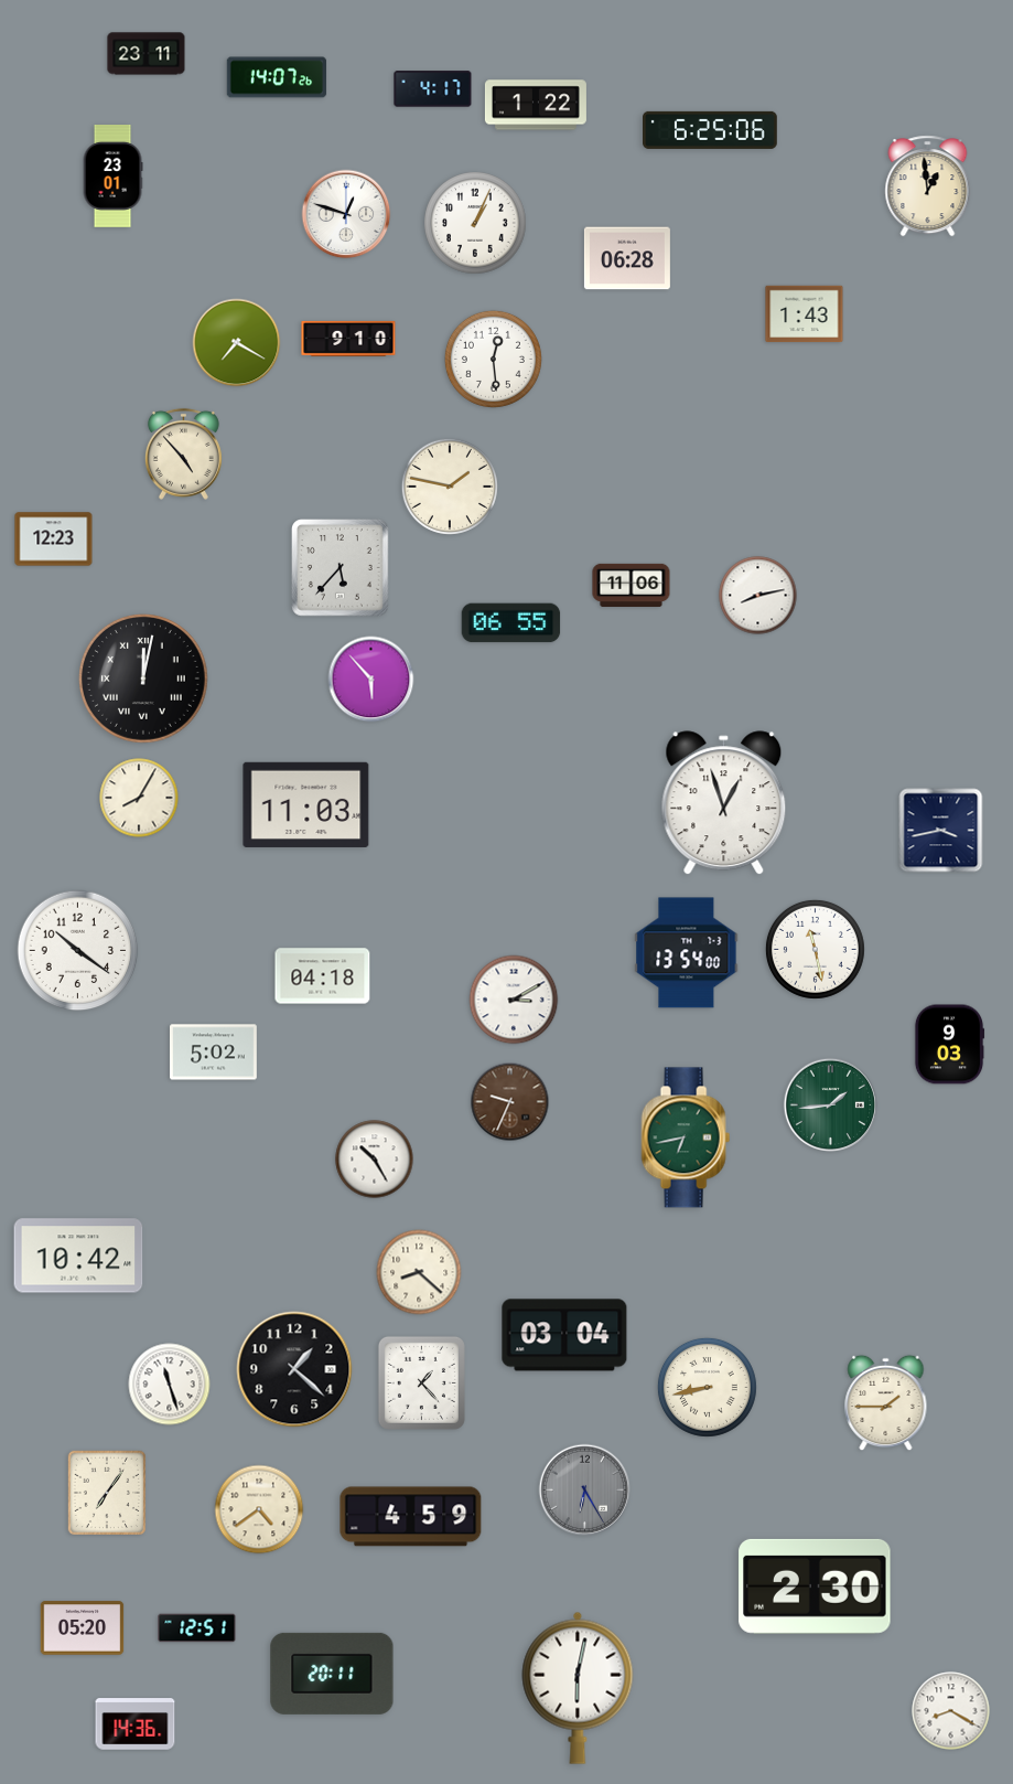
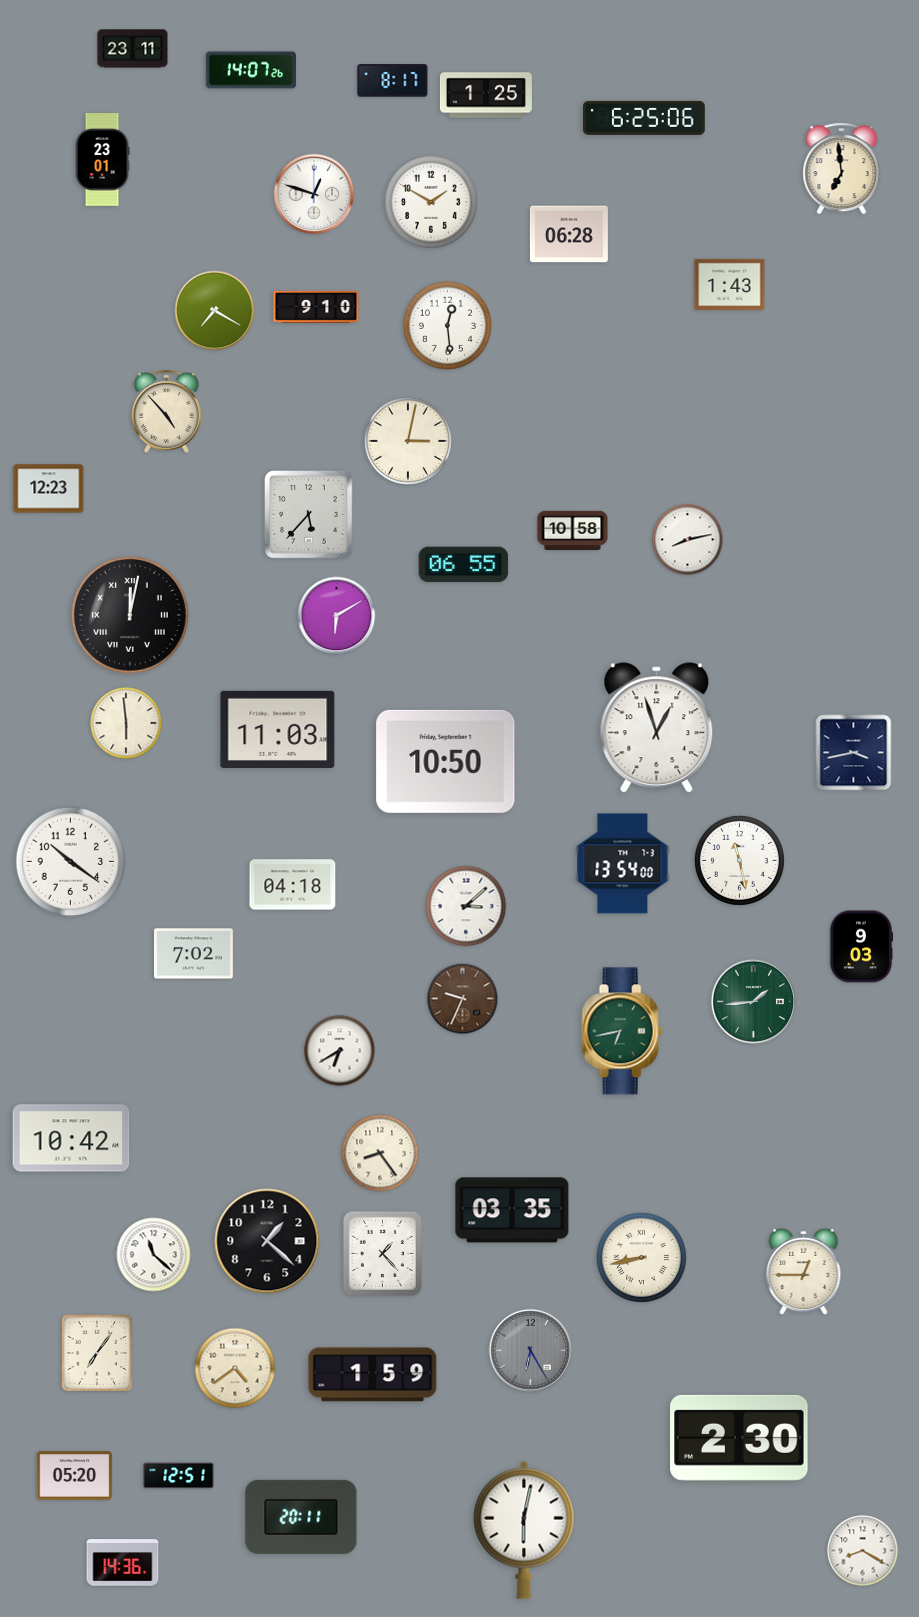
clock at (433, 89): 4:17 -> 8:17
clock at (536, 105): 1:22 -> 1:25
clock at (928, 186): 12:59 -> 6:59
clock at (475, 223): 1:04 -> 1:50
clock at (450, 487): 1:47 -> 3:02
clock at (632, 585): 11:06 -> 10:58
clock at (371, 680): 5:53 -> 6:10
clock at (139, 798): 8:05 -> 5:59
clock at (446, 761): none -> 10:50
clock at (514, 1000): 3:10 -> 3:08
clock at (214, 1053): 5:02 -> 7:02
clock at (375, 1160): 10:25 -> 6:40
clock at (419, 1272): 8:22 -> 8:24
clock at (564, 1335): 03:04 -> 03:35
clock at (170, 1385): 11:27 -> 11:22
clock at (886, 1403): 1:45 -> 12:45
clock at (411, 1517): 4:59 -> 1:59
